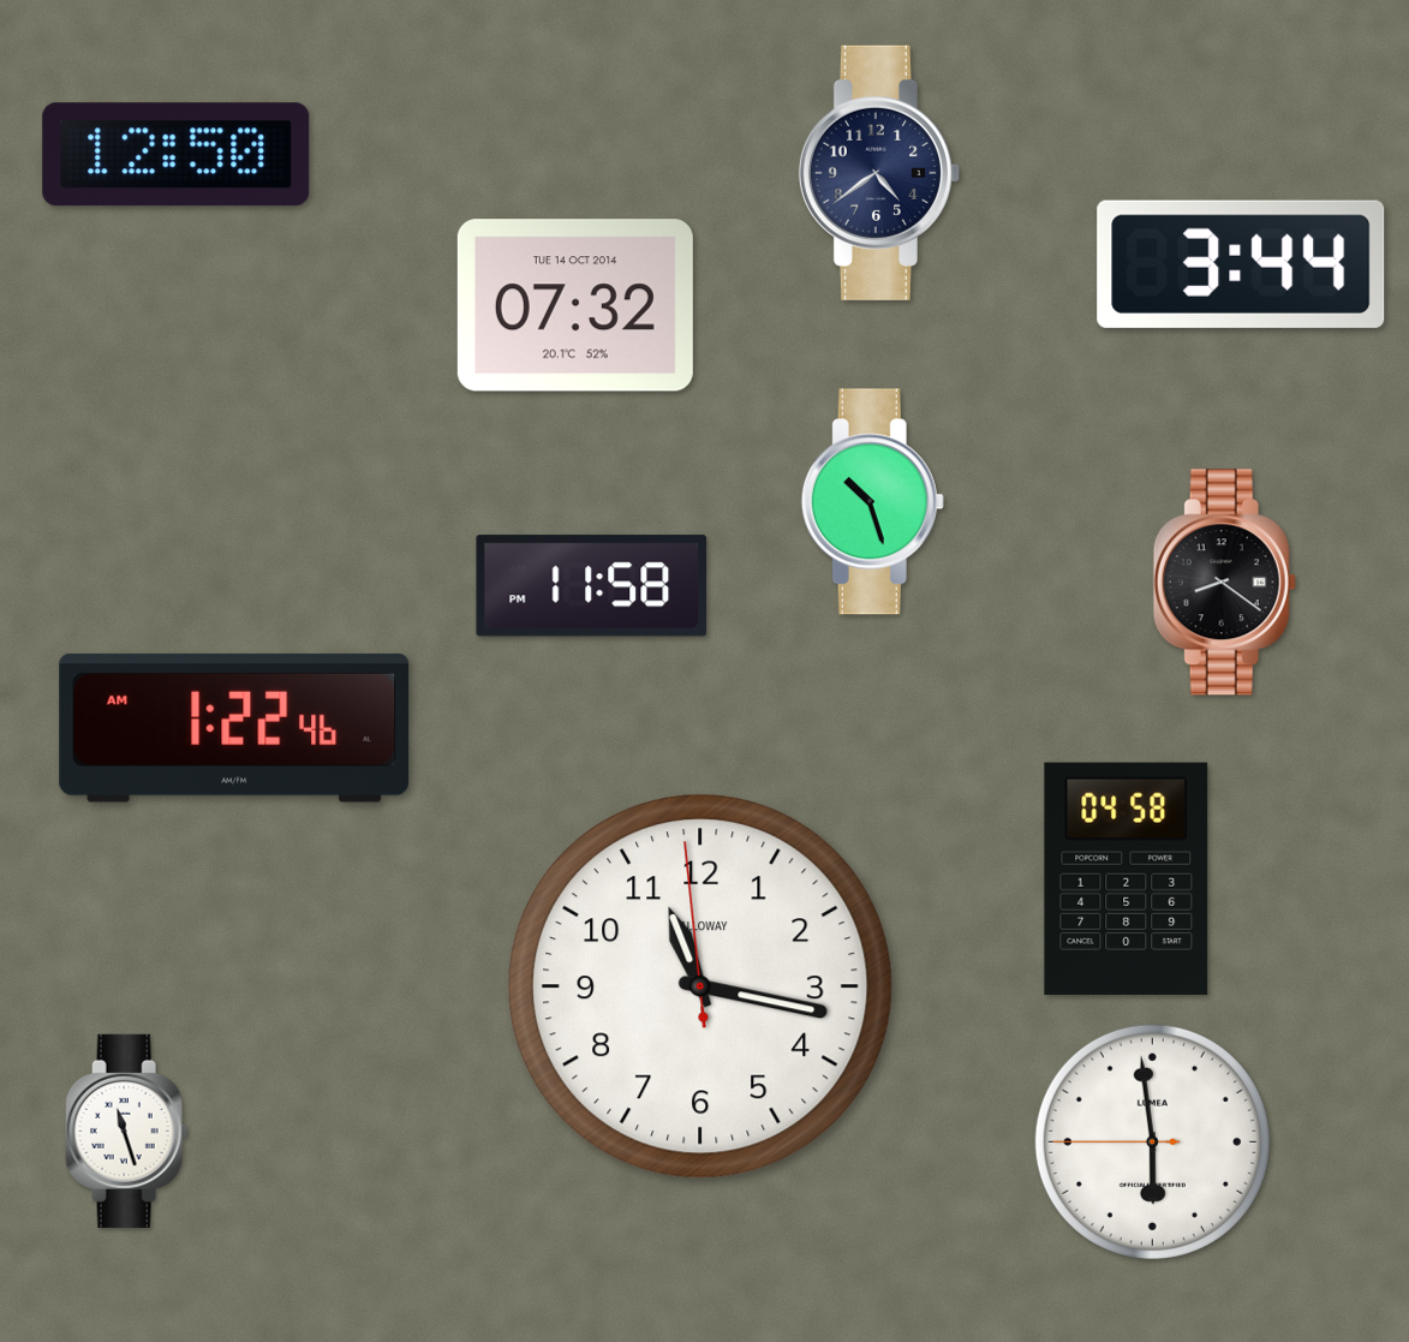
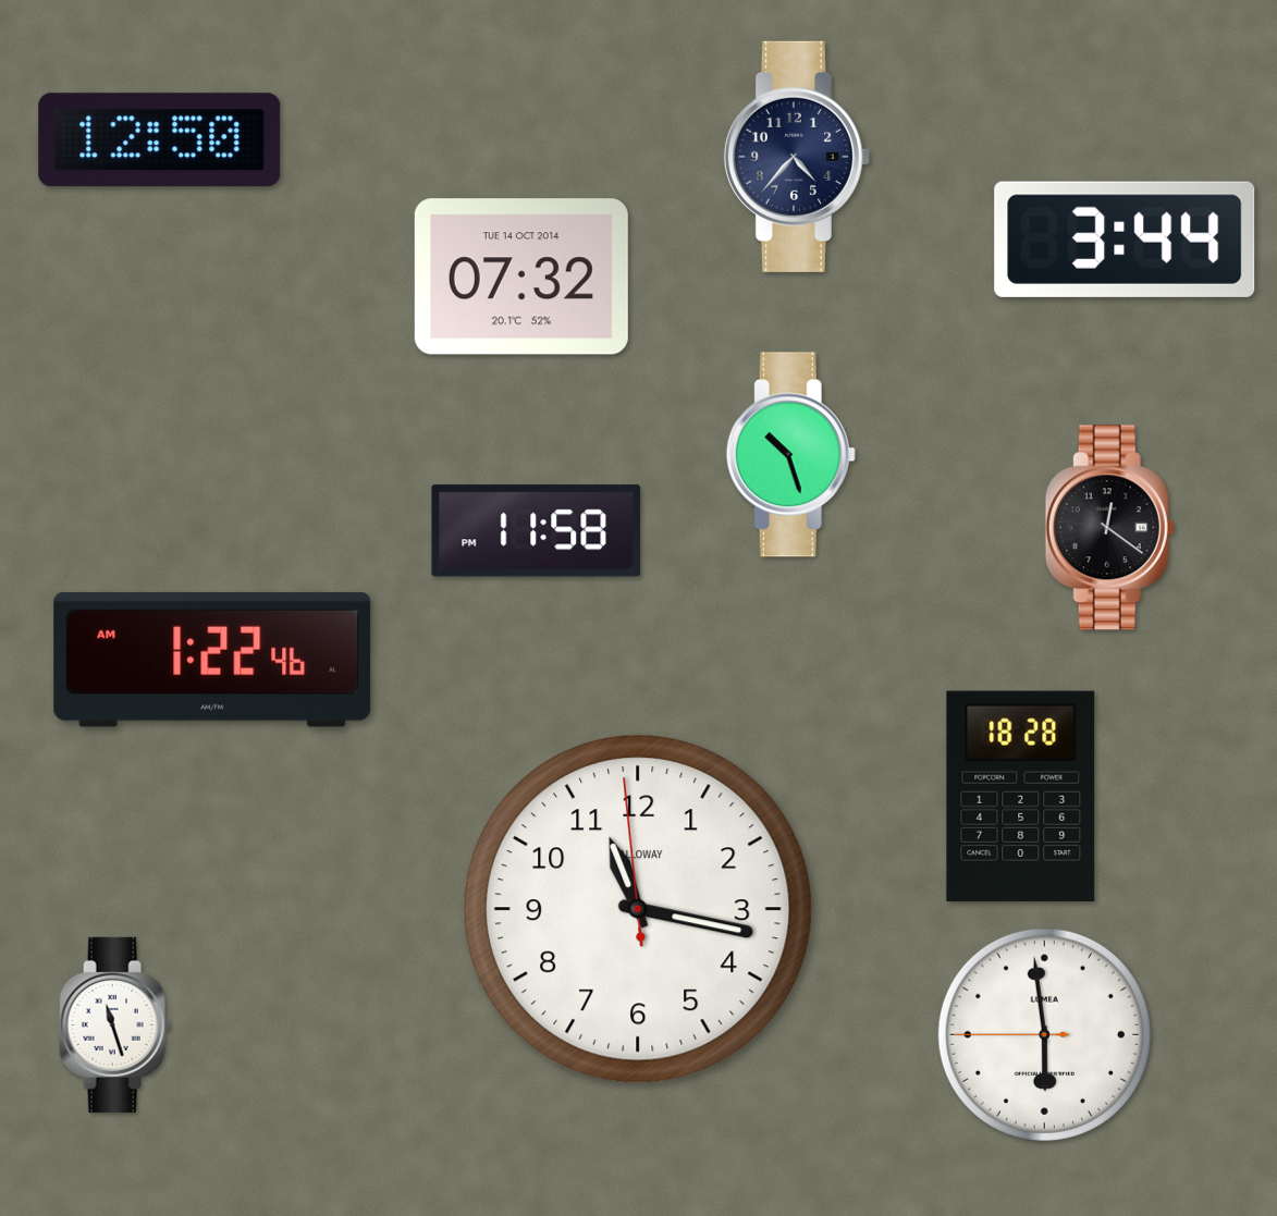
clock at (879, 173): 4:39 -> 4:37
clock at (1224, 583): 8:21 -> 12:21
clock at (1127, 878): 04:58 -> 18:28
clock at (700, 986) position: (700, 986) -> (638, 909)
